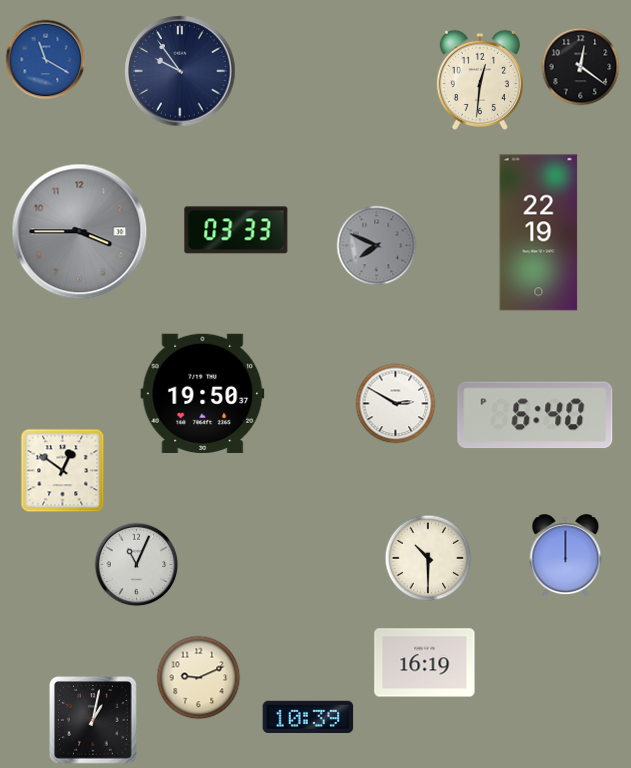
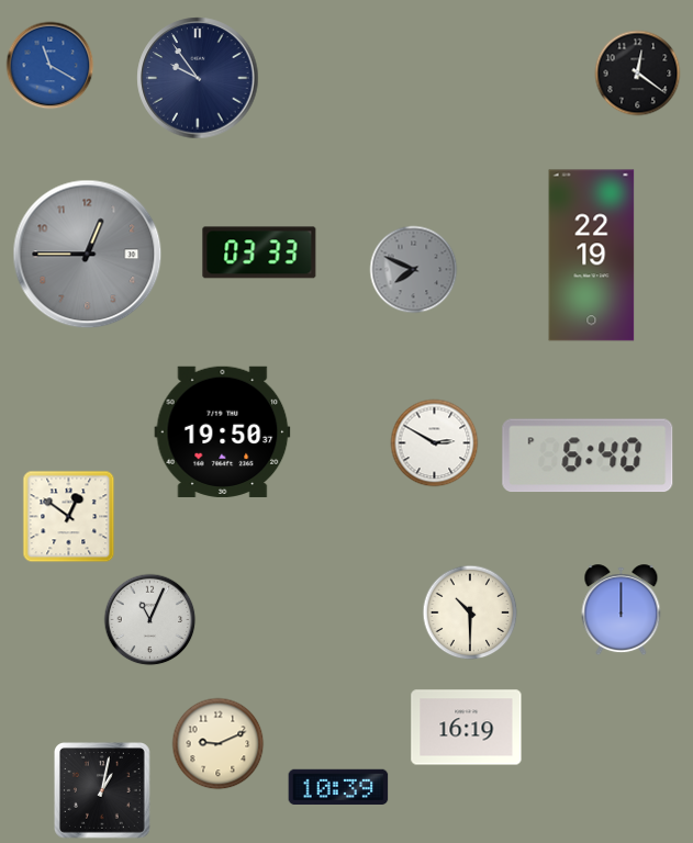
clock at (480, 79): 12:31 -> none
clock at (80, 232): 3:45 -> 12:45
